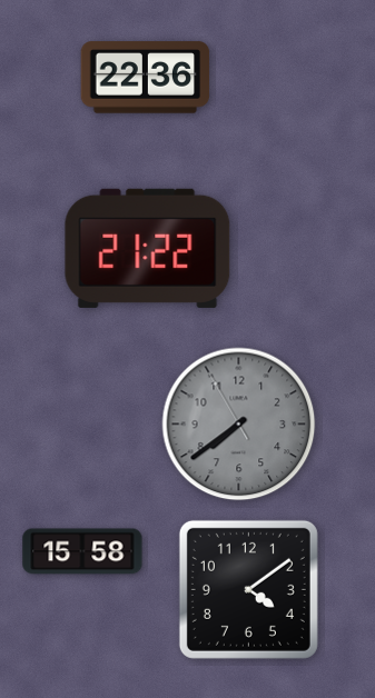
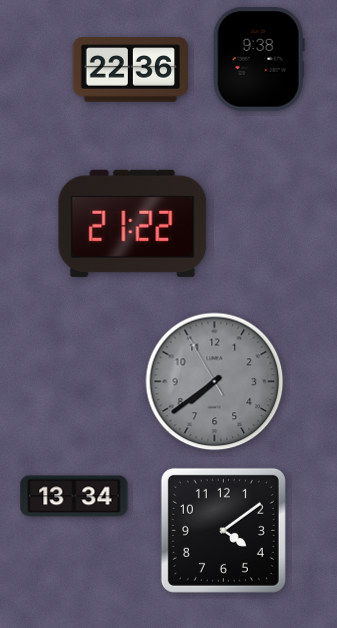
clock at (259, 59): none -> 9:38
clock at (82, 551): 15:58 -> 13:34
